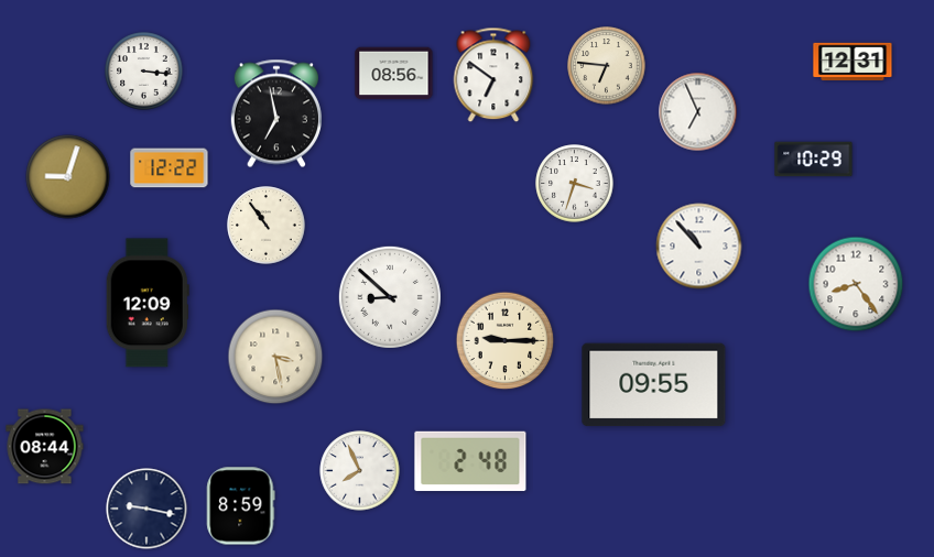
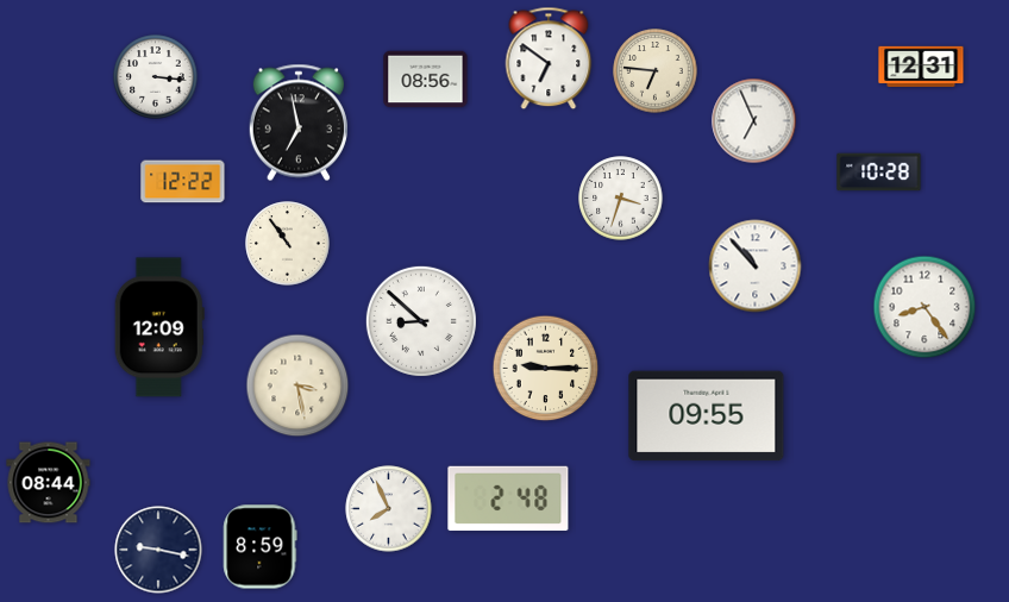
clock at (493, 75) position: (493, 75) -> (549, 58)
clock at (814, 160): 10:29 -> 10:28
clock at (68, 177): 9:03 -> none
